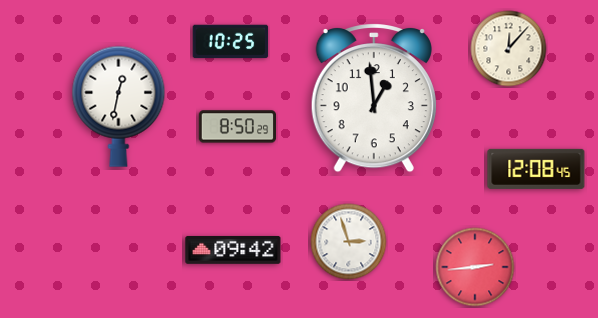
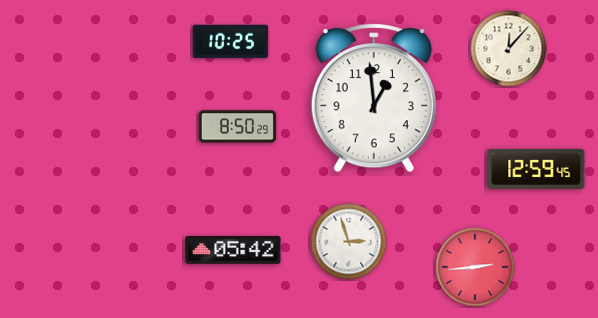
clock at (119, 106): 12:32 -> none
clock at (536, 169): 12:08 -> 12:59
clock at (233, 250): 09:42 -> 05:42
